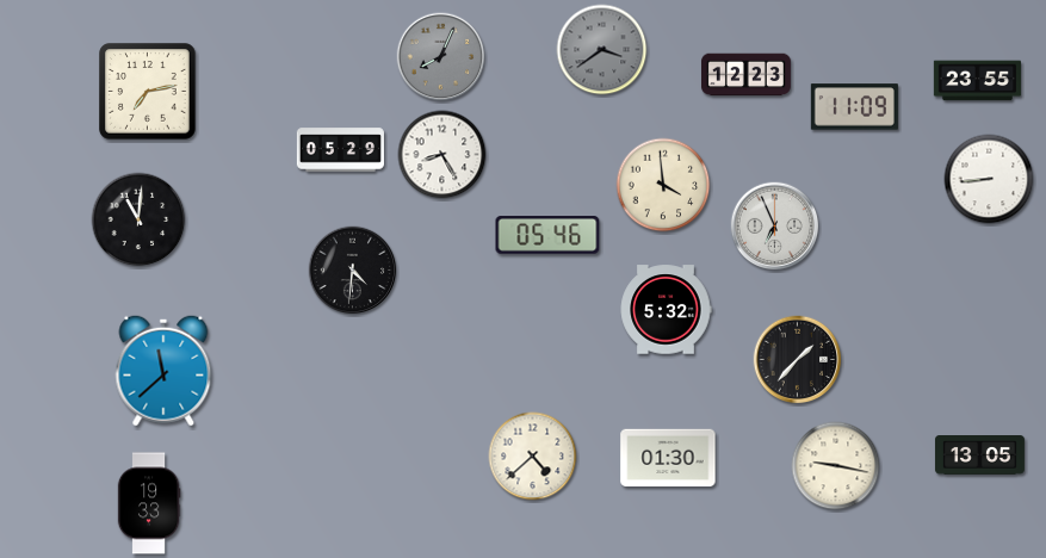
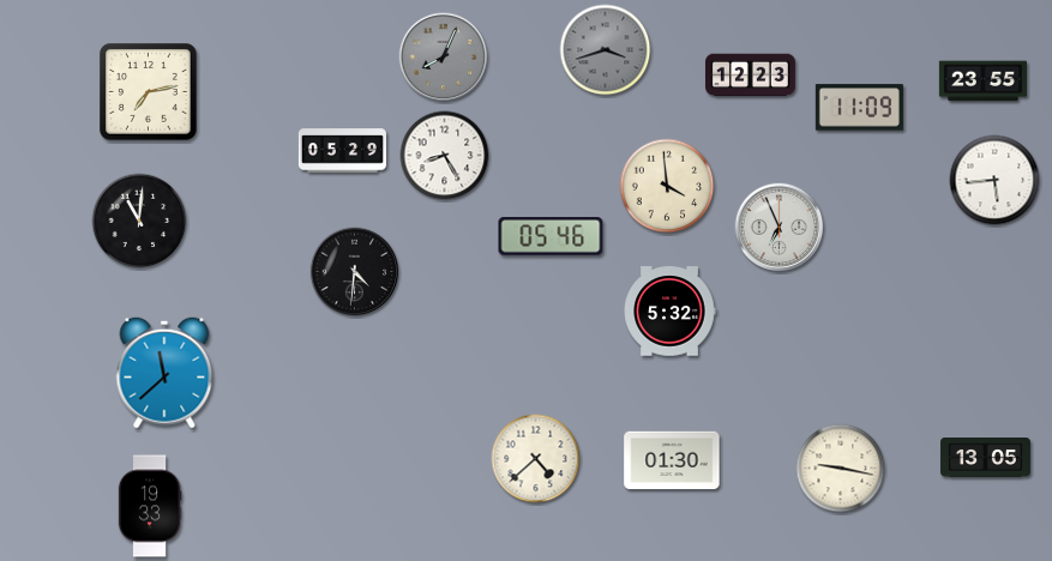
clock at (602, 50): 3:39 -> 3:42
clock at (989, 179): 8:44 -> 5:44
clock at (798, 360): 1:37 -> none
